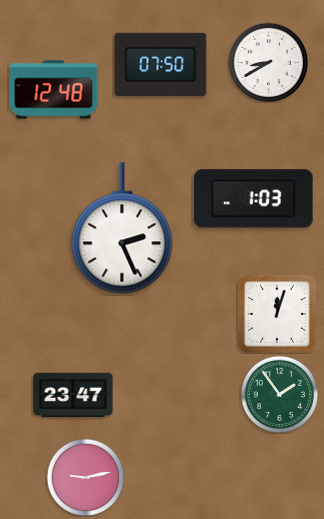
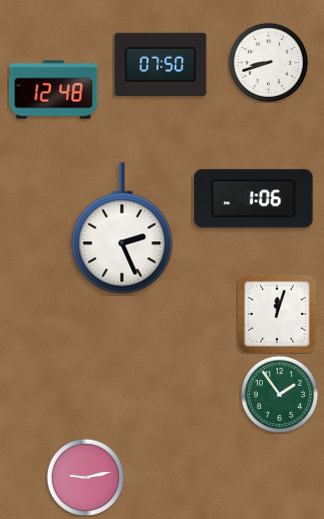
clock at (268, 62): 8:40 -> 8:42
clock at (254, 199): 1:03 -> 1:06
clock at (73, 395): 23:47 -> none
